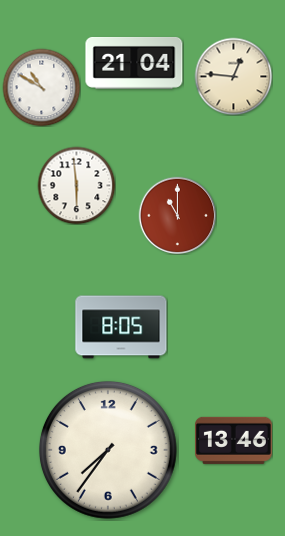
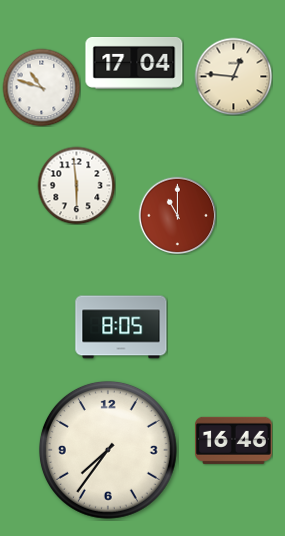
clock at (134, 63): 21:04 -> 17:04
clock at (41, 87): 10:50 -> 10:48
clock at (234, 440): 13:46 -> 16:46
